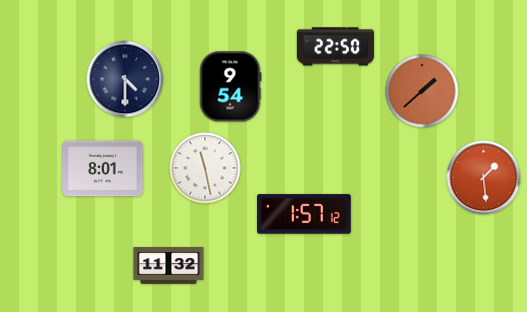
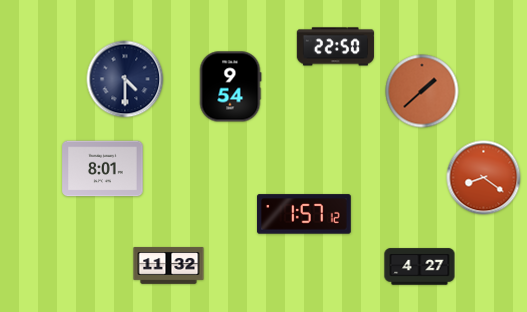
clock at (205, 168): 11:28 -> none
clock at (484, 178): 1:29 -> 8:21
clock at (420, 267): none -> 4:27
